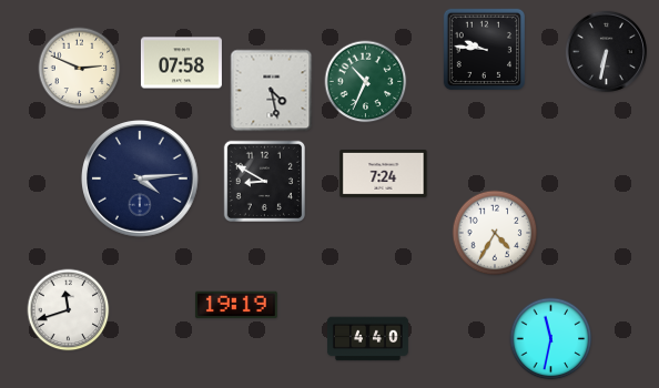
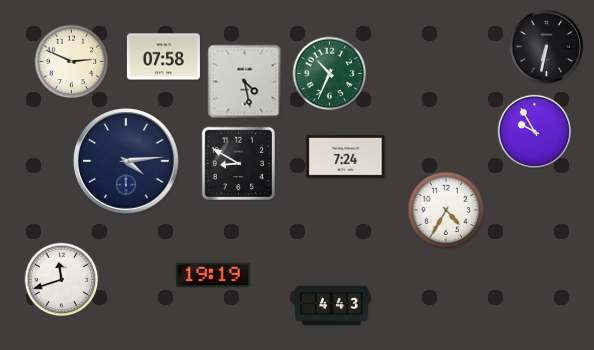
clock at (484, 49): 9:46 -> none
clock at (534, 131): none -> 9:55
clock at (367, 339): 4:40 -> 4:43
clock at (551, 339): 11:32 -> none
